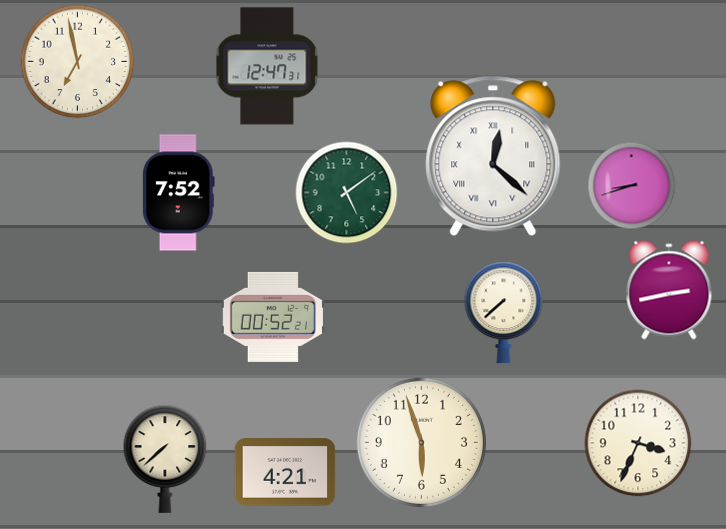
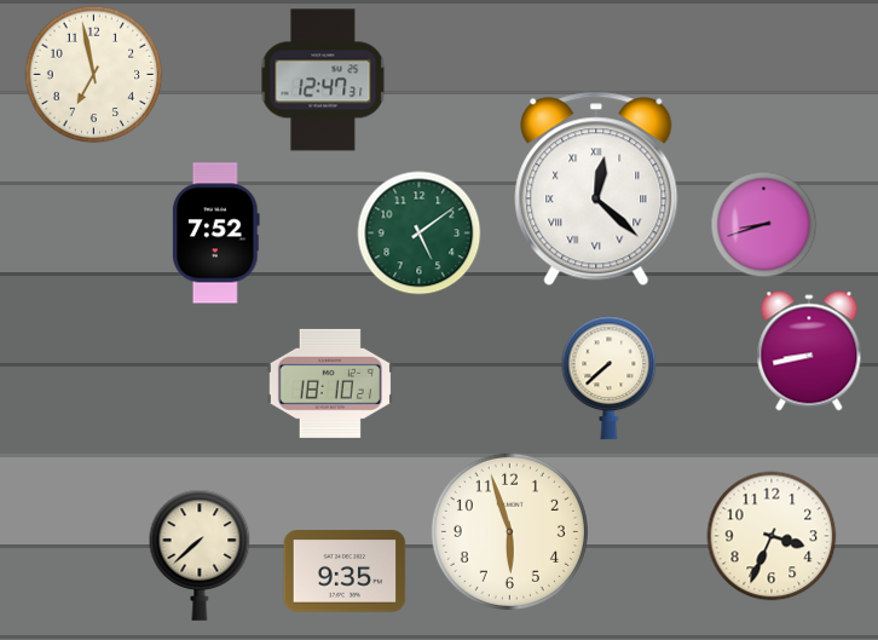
clock at (669, 290): 2:43 -> 8:43
clock at (273, 317): 00:52 -> 18:10
clock at (421, 442) position: (421, 442) -> (509, 531)
clock at (285, 472): 4:21 -> 9:35
